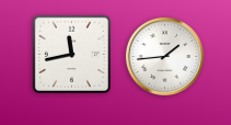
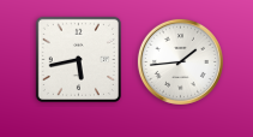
clock at (71, 54): 11:43 -> 5:43
